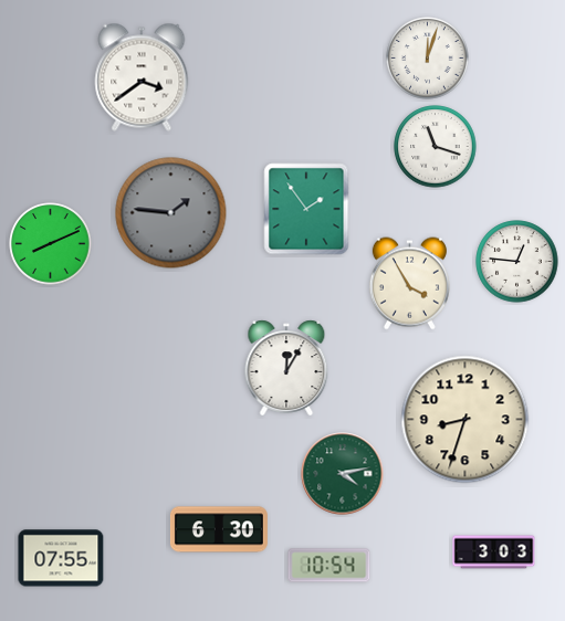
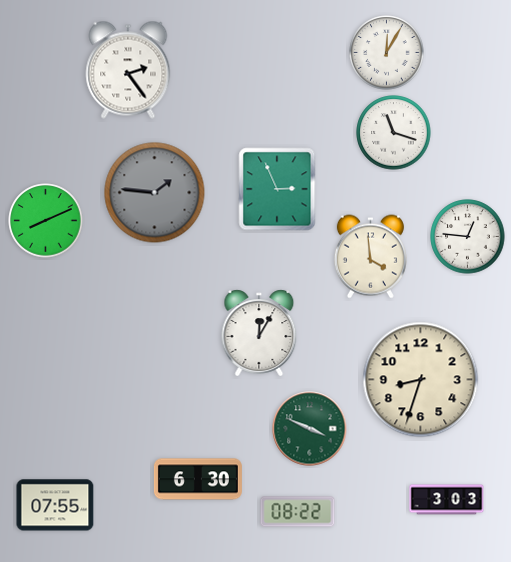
clock at (428, 59): 12:03 -> 12:05
clock at (142, 77): 3:39 -> 2:24
clock at (306, 209): 1:54 -> 2:56
clock at (409, 284): 3:55 -> 3:59
clock at (343, 474): 4:13 -> 3:49
clock at (329, 566): 10:54 -> 08:22
